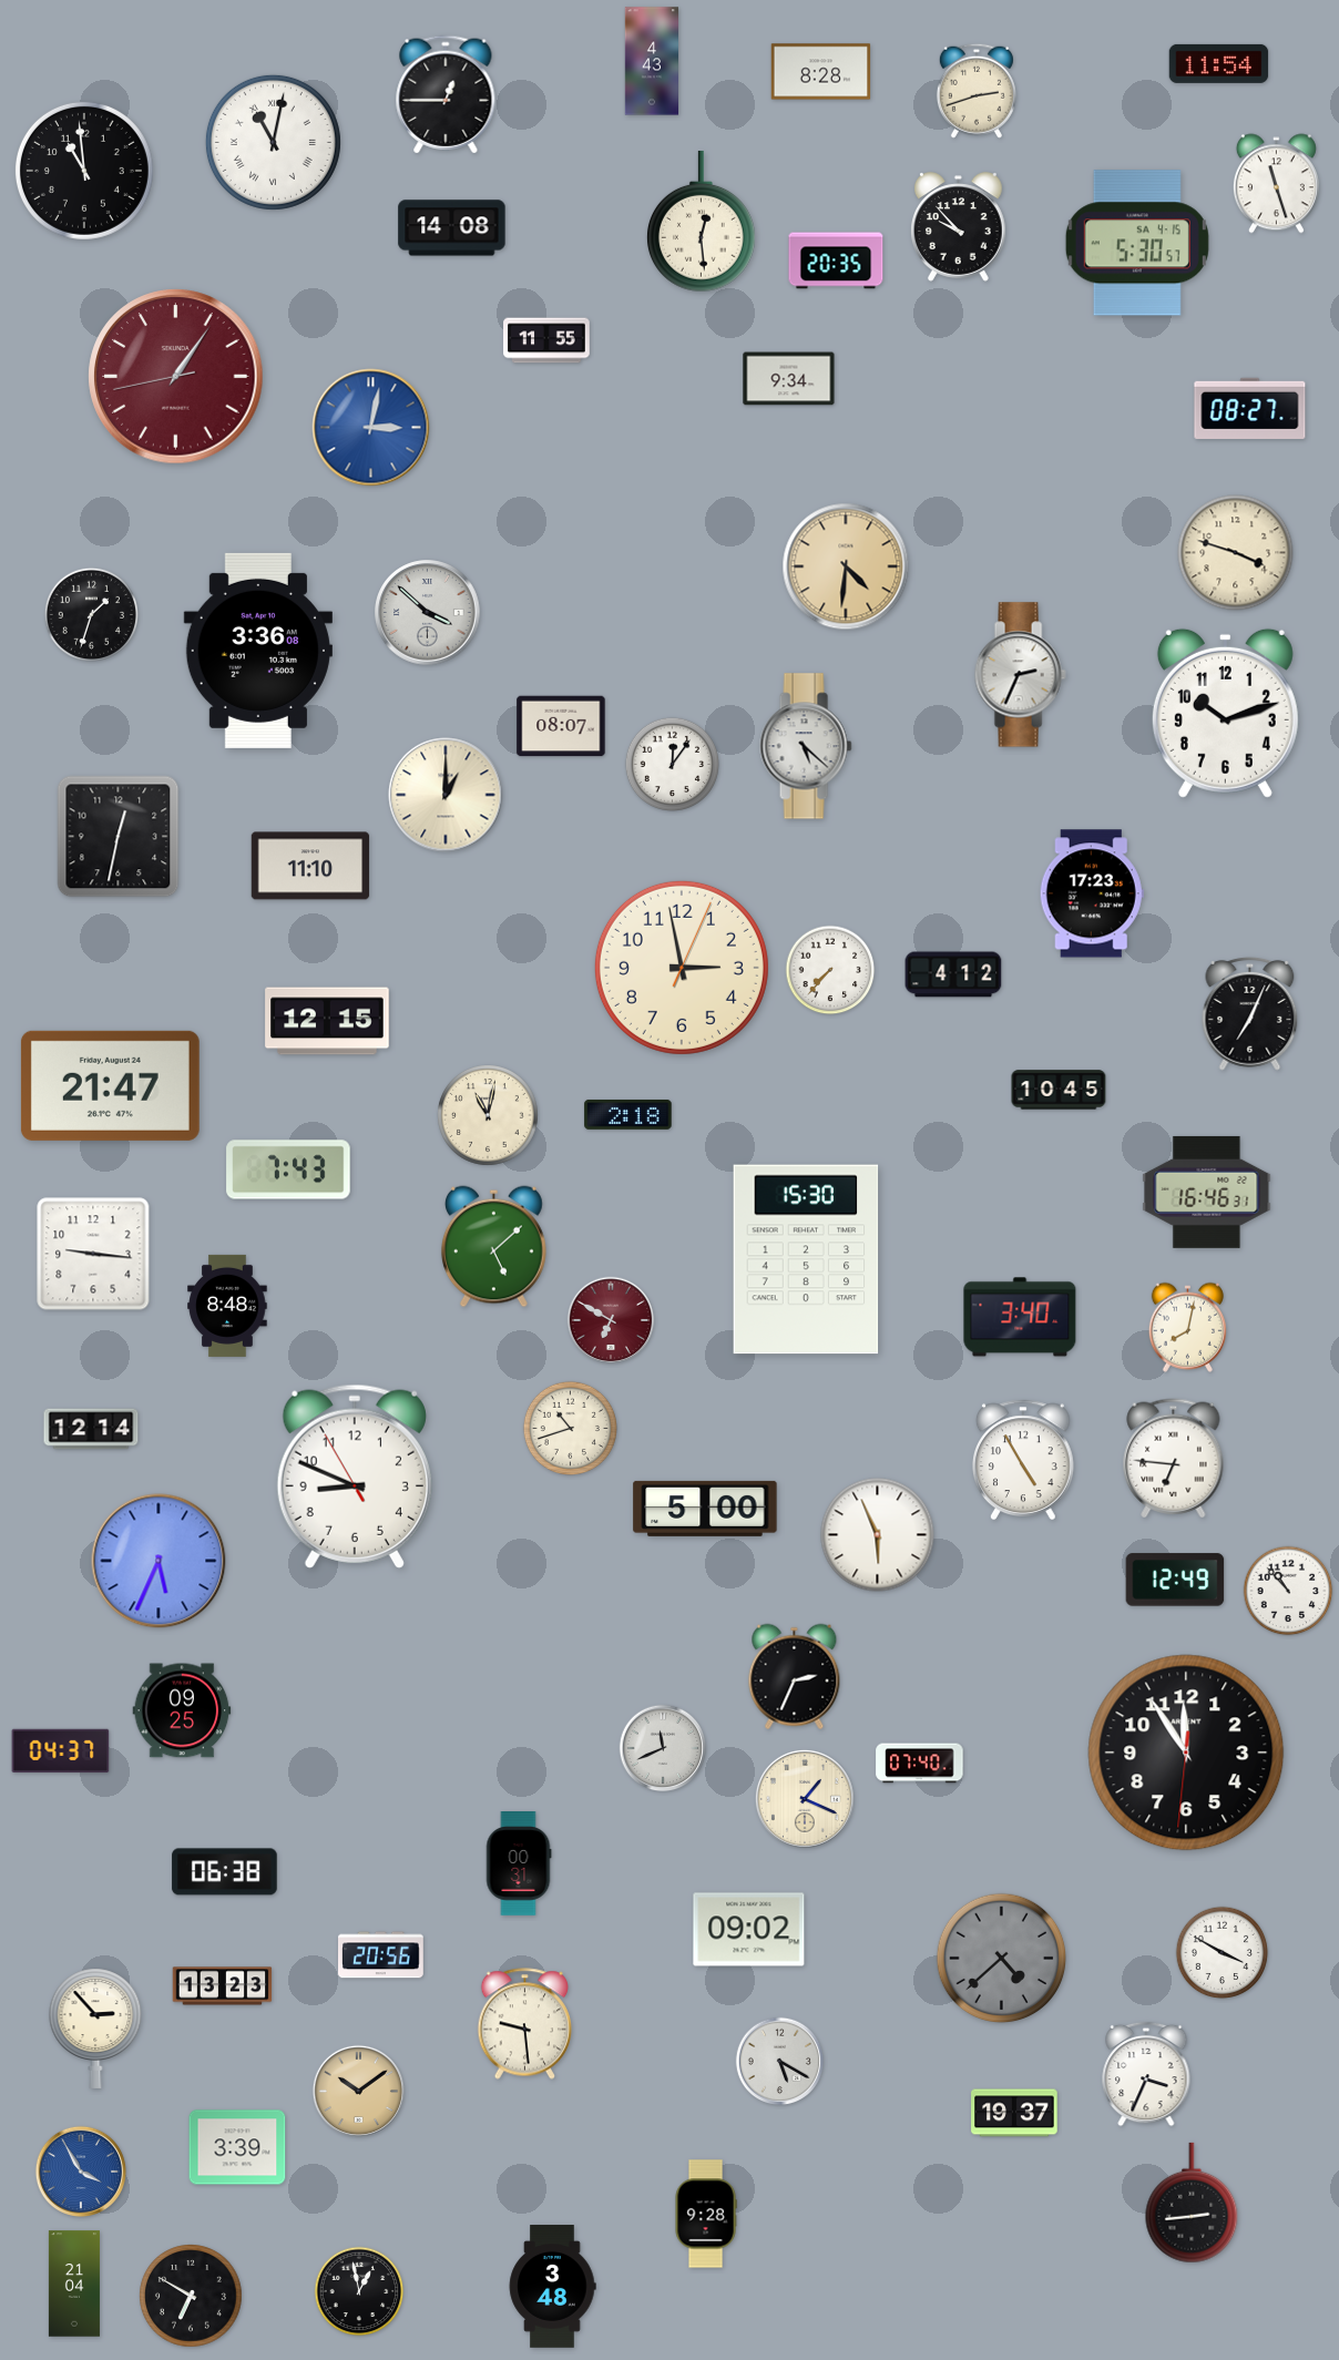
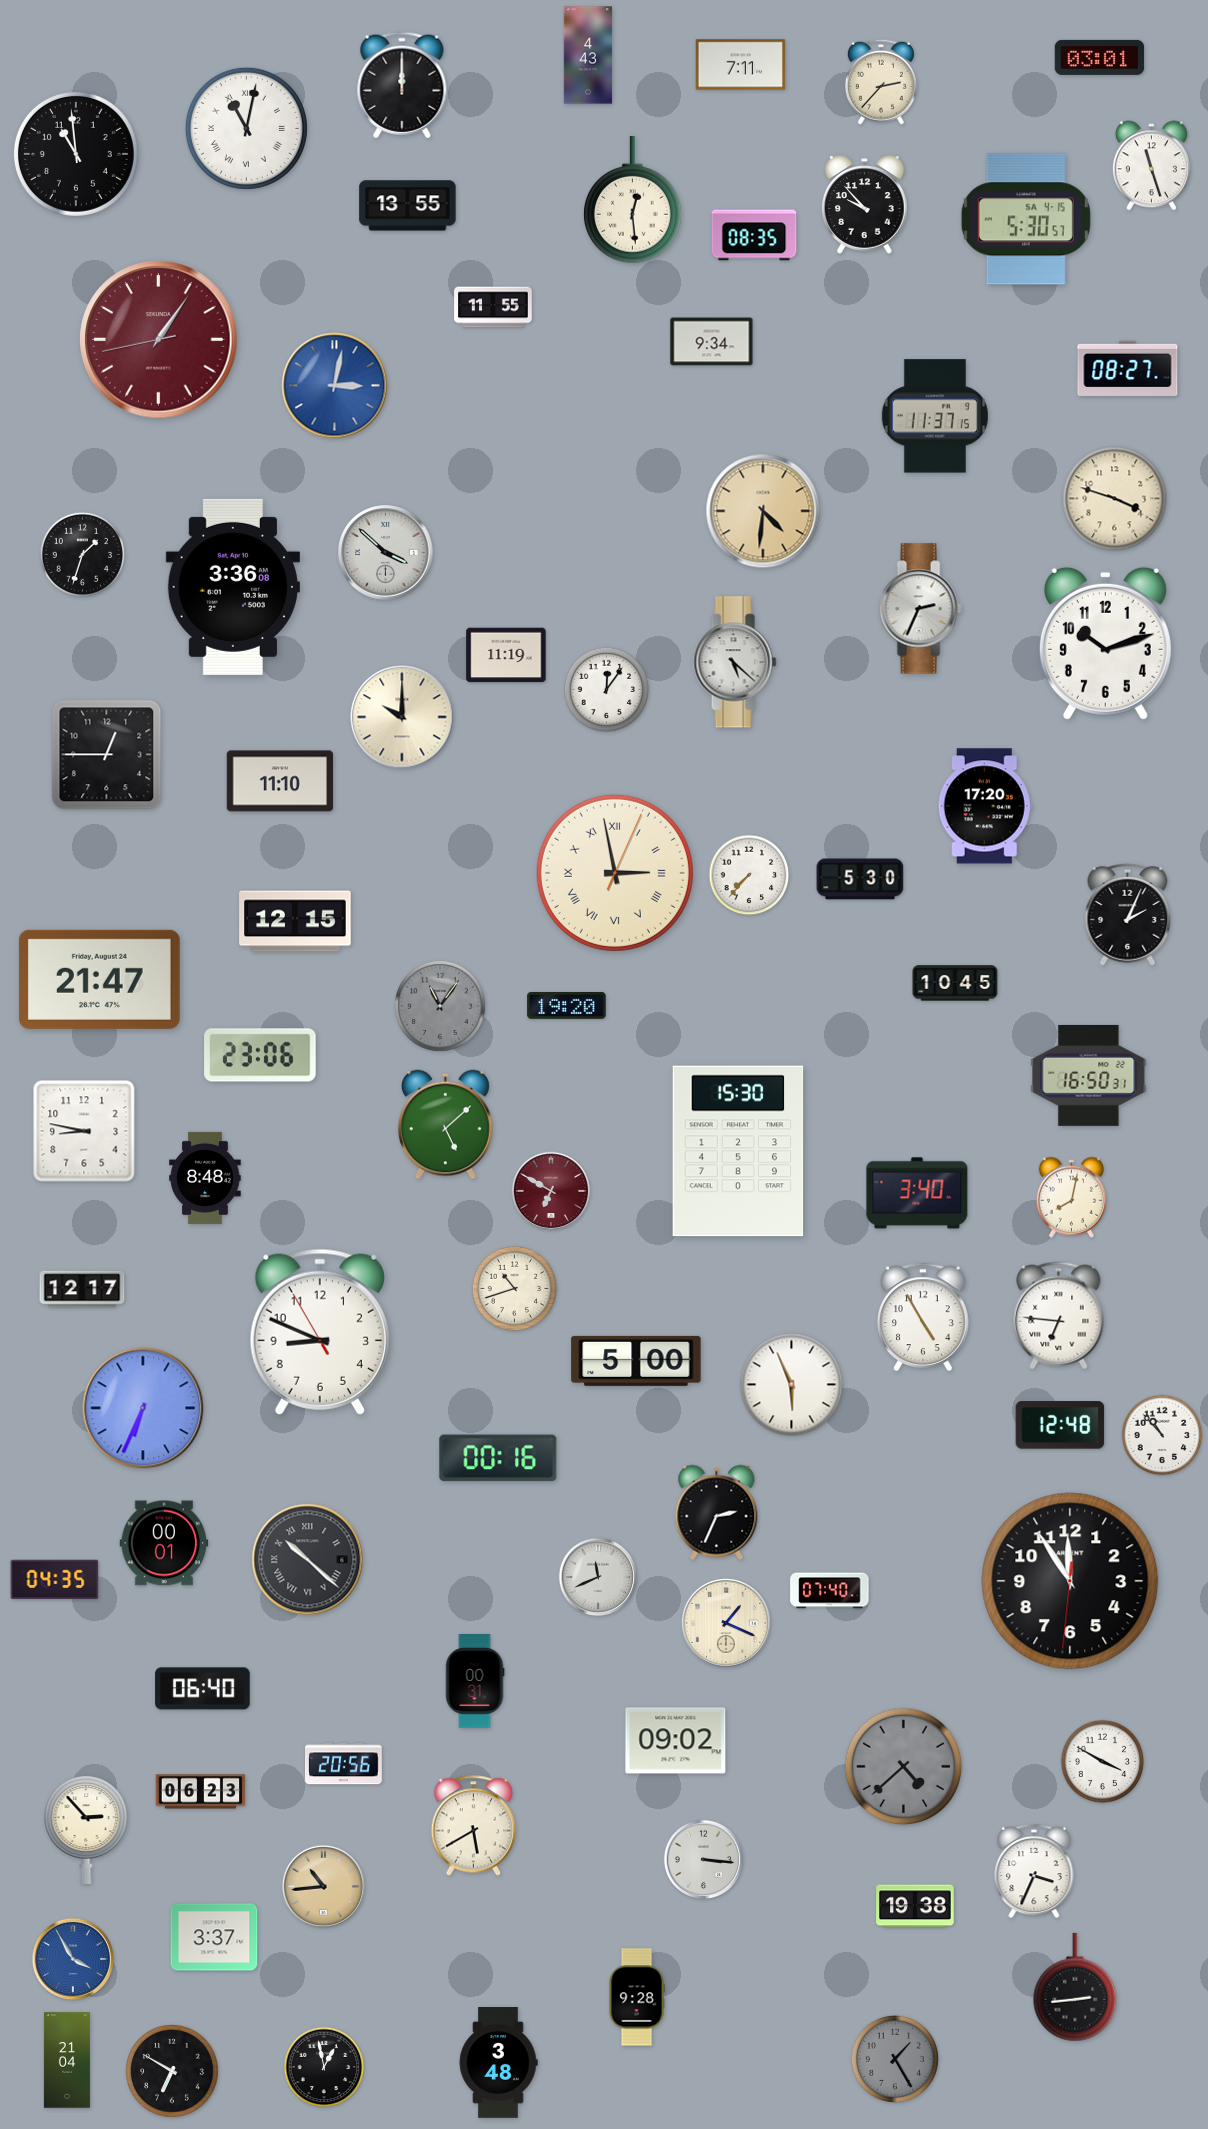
clock at (1219, 63): 11:54 -> 03:01
clock at (821, 72): 8:28 -> 7:11
clock at (977, 91): 2:42 -> 2:37
clock at (446, 94): 12:45 -> 12:00
clock at (452, 228): 14:08 -> 13:55
clock at (836, 260): 20:35 -> 08:35
clock at (935, 416): none -> 11:37
clock at (561, 726): 08:07 -> 11:19
clock at (806, 746) position: (806, 746) -> (735, 662)
clock at (446, 795): 1:00 -> 10:00
clock at (119, 837): 12:32 -> 12:45
clock at (1092, 893): 17:23 -> 17:20
clock at (682, 968) numerals: Arabic -> Roman
clock at (953, 974): 4:12 -> 5:30
clock at (1250, 1013): 7:04 -> 2:04
clock at (628, 1114): 2:18 -> 19:20
clock at (489, 1116): 11:02 -> 11:06
clock at (489, 1116) dial: cream -> grey
clock at (288, 1169): 7:43 -> 23:06
clock at (1207, 1192): 16:46 -> 16:50
clock at (93, 1254): 9:16 -> 8:47
clock at (806, 1259) position: (806, 1259) -> (738, 1151)
clock at (1020, 1317) position: (1020, 1317) -> (917, 1193)
clock at (91, 1429): 12:14 -> 12:17
clock at (159, 1561): 5:34 -> 6:34
clock at (1175, 1580): 12:49 -> 12:48
clock at (498, 1458): none -> 00:16
clock at (182, 1710): 09:25 -> 00:01
clock at (308, 1560): none -> 10:22
clock at (61, 1751): 04:37 -> 04:35
clock at (519, 1863) position: (519, 1863) -> (475, 1681)
clock at (225, 1872): 06:38 -> 06:40
clock at (223, 1986): 13:23 -> 06:23
clock at (524, 2024): 9:29 -> 5:40
clock at (780, 2062): 5:20 -> 3:16
clock at (358, 2091): 10:09 -> 10:44
clock at (1014, 2113): 19:37 -> 19:38
clock at (237, 2147): 3:39 -> 3:37
clock at (895, 2059): none -> 1:25
